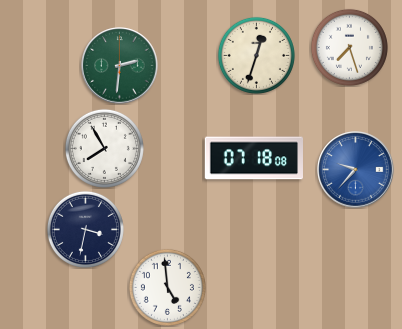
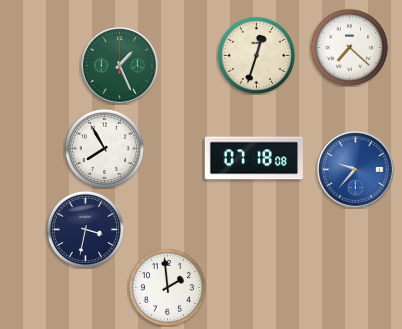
clock at (349, 47): 7:27 -> 7:22
clock at (120, 66): 2:31 -> 1:26
clock at (167, 287): 4:59 -> 1:59
